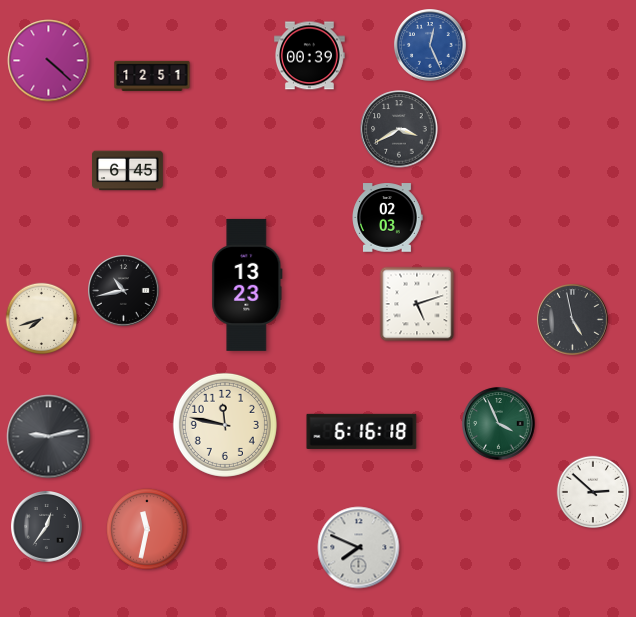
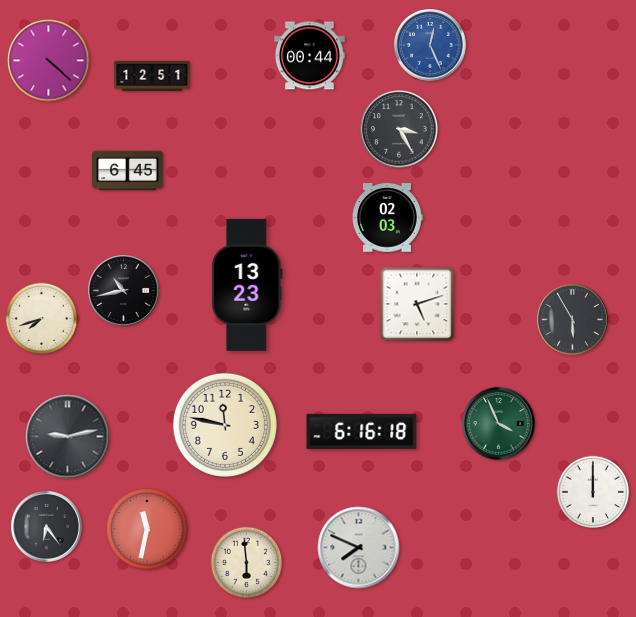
clock at (310, 56): 00:39 -> 00:44
clock at (399, 129): 3:40 -> 3:25
clock at (573, 320): 4:58 -> 5:55
clock at (49, 437) position: (49, 437) -> (68, 437)
clock at (593, 492): 2:52 -> 12:00
clock at (47, 527): 12:36 -> 6:24
clock at (247, 563): none -> 5:59
